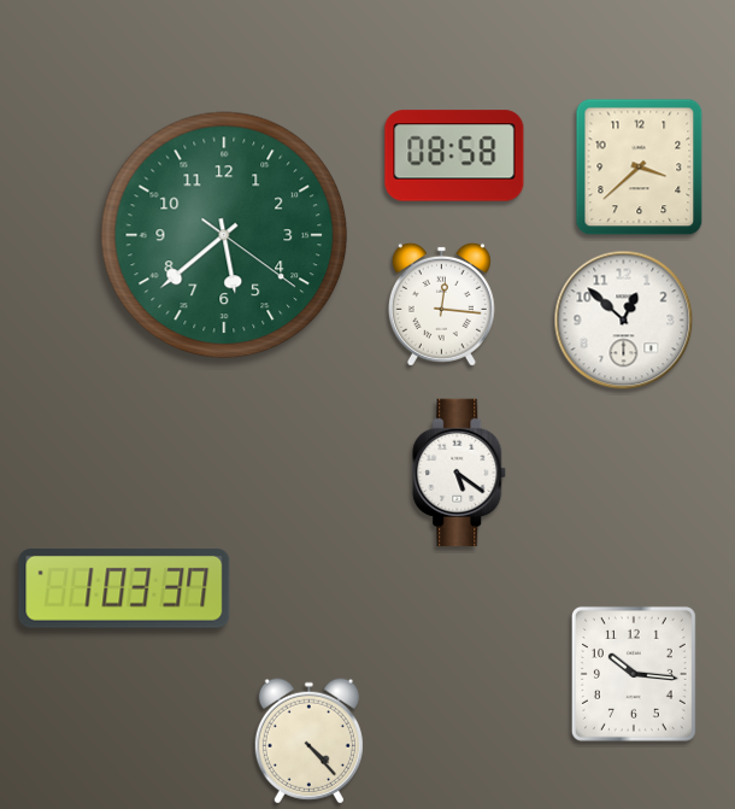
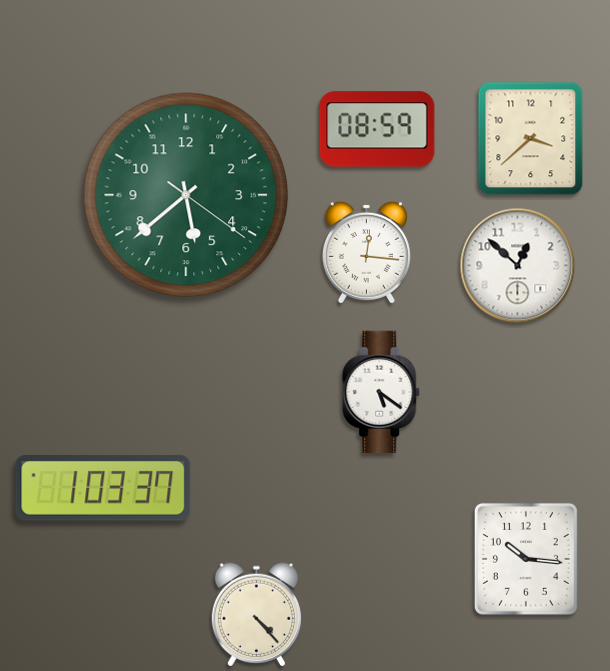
clock at (454, 156): 08:58 -> 08:59
